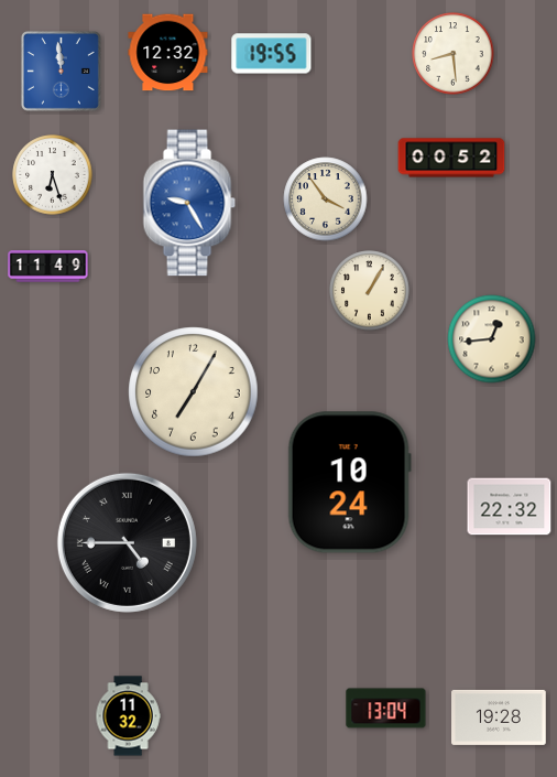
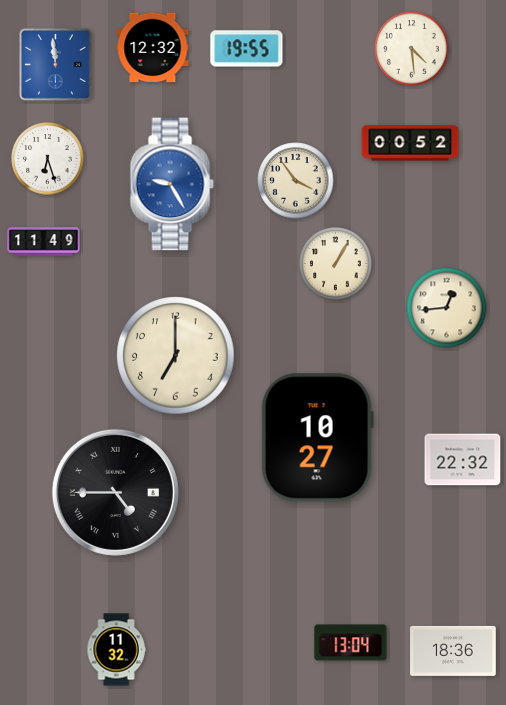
clock at (454, 54): 8:29 -> 4:29
clock at (194, 392): 7:05 -> 7:00
clock at (349, 483): 10:24 -> 10:27
clock at (499, 717): 19:28 -> 18:36
